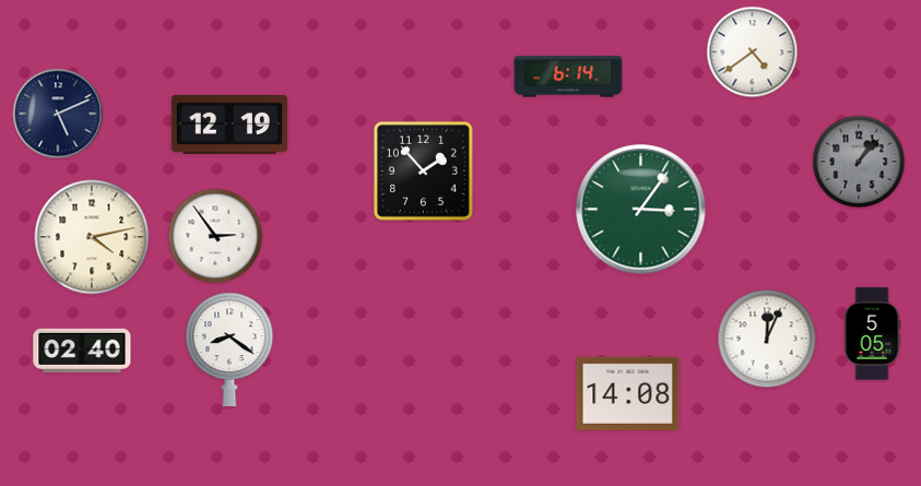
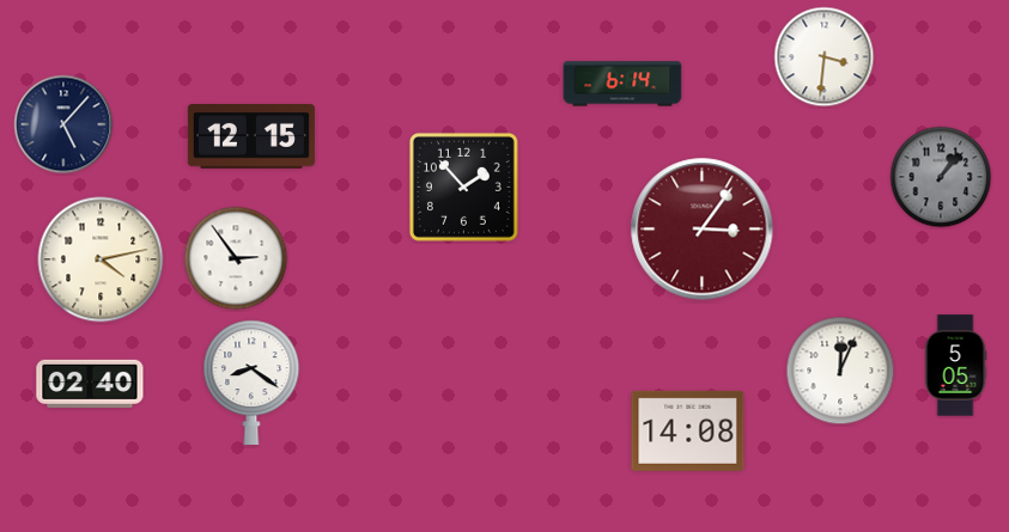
clock at (753, 52): 4:39 -> 3:31
clock at (58, 114): 5:11 -> 5:07
clock at (229, 126): 12:19 -> 12:15
clock at (641, 210) dial: green -> burgundy
